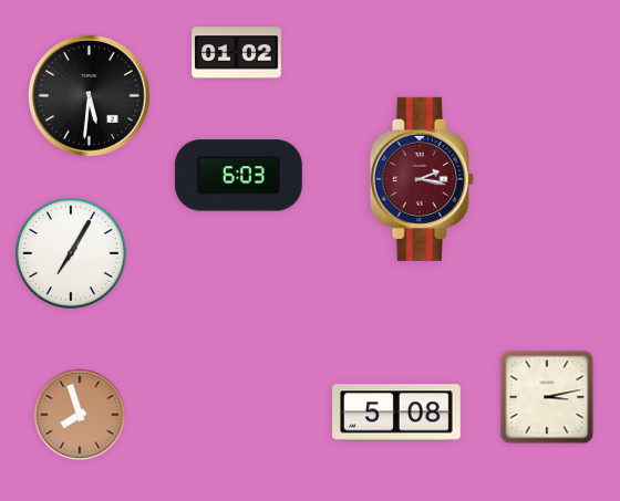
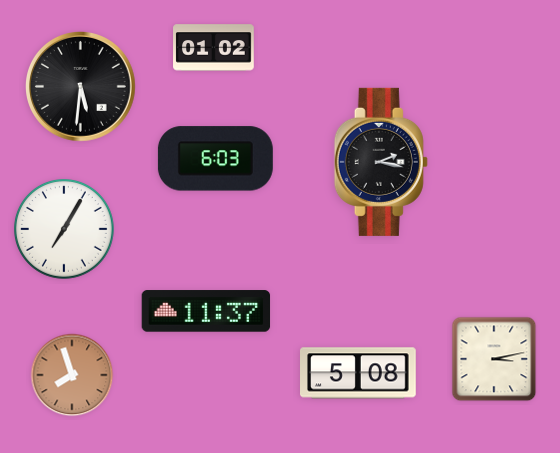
clock at (422, 179) dial: burgundy -> black
clock at (206, 311): none -> 11:37
